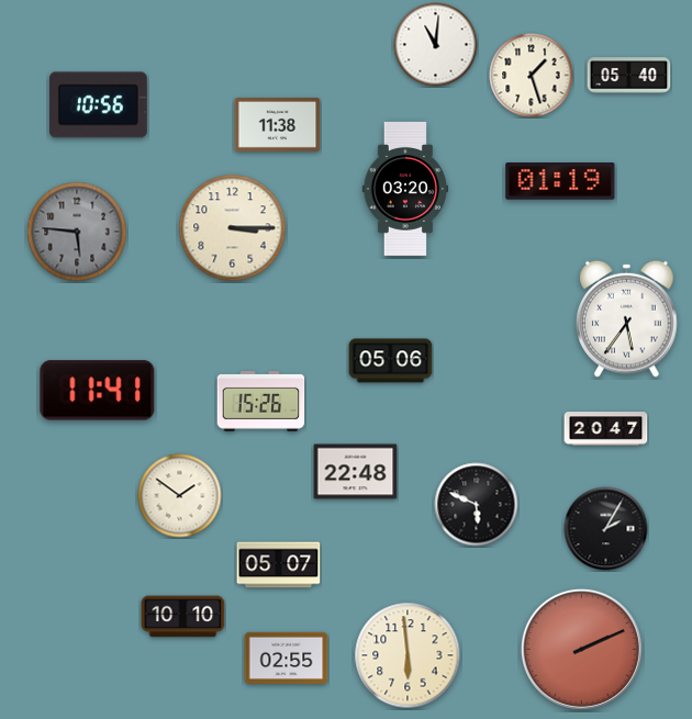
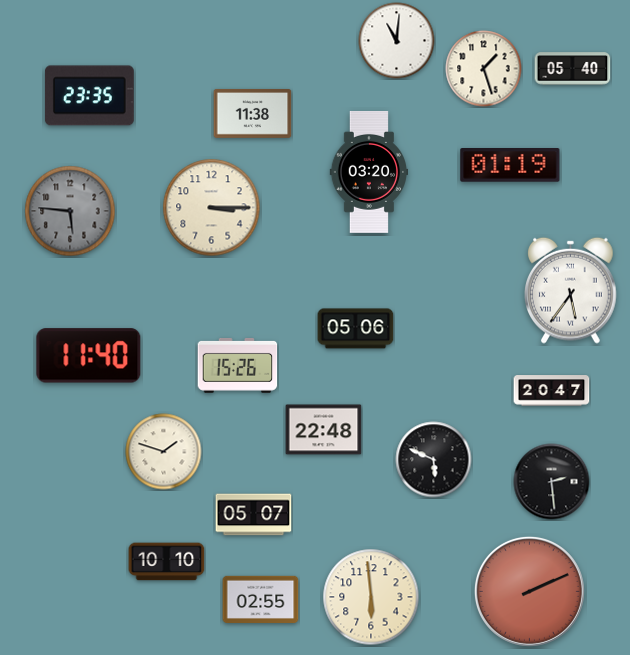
clock at (98, 105): 10:56 -> 23:35
clock at (98, 391): 11:41 -> 11:40
clock at (180, 496): 1:51 -> 1:48
clock at (606, 529): 2:05 -> 2:29
